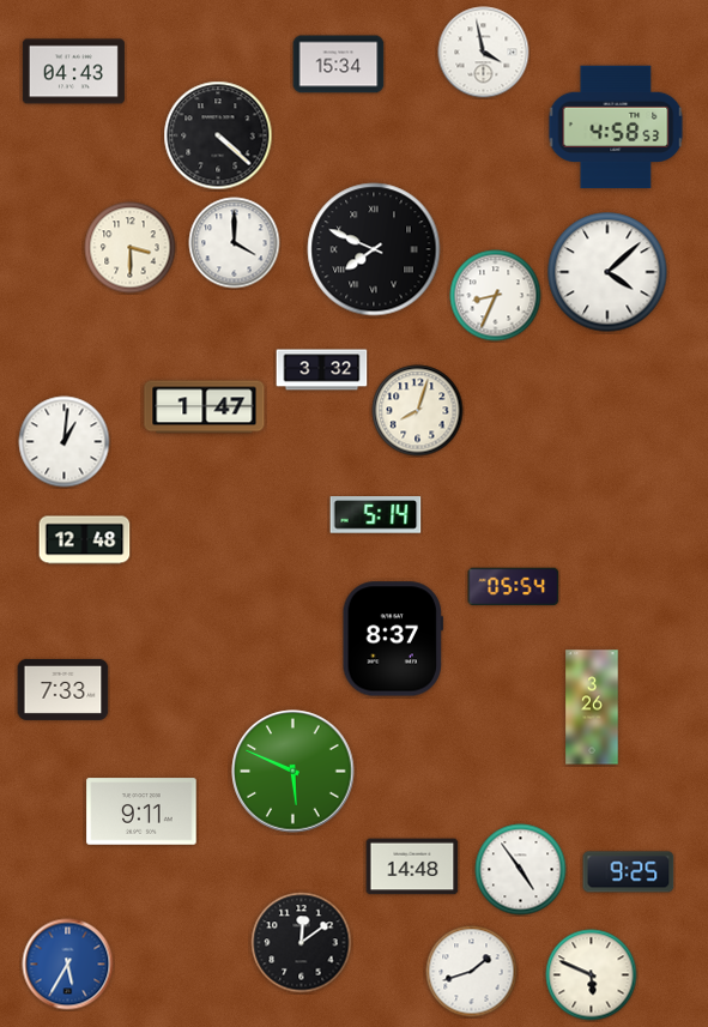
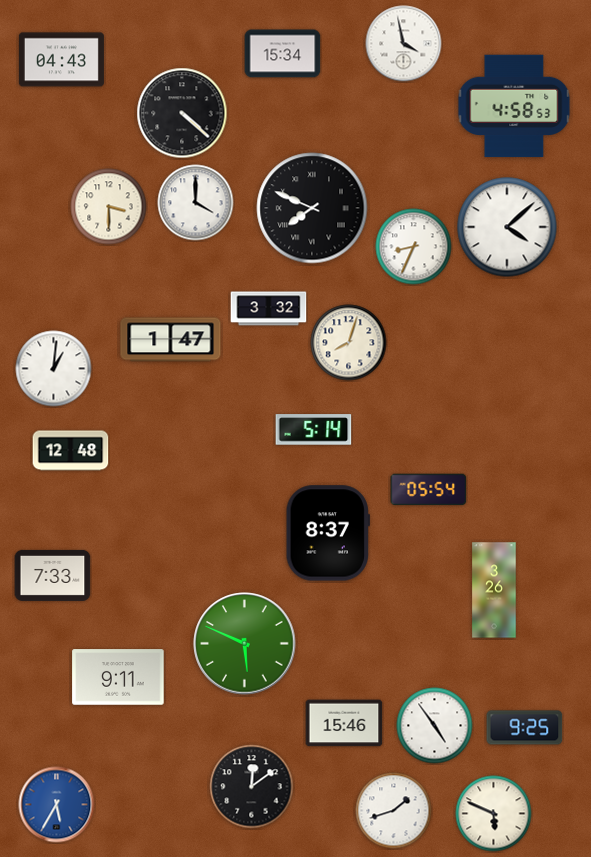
clock at (412, 866): 14:48 -> 15:46
